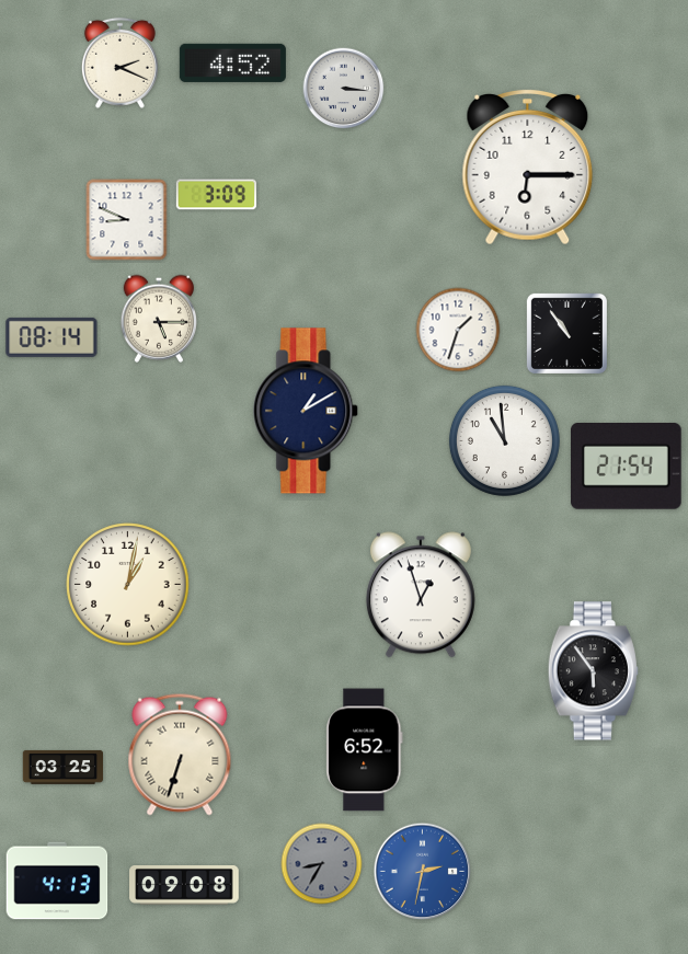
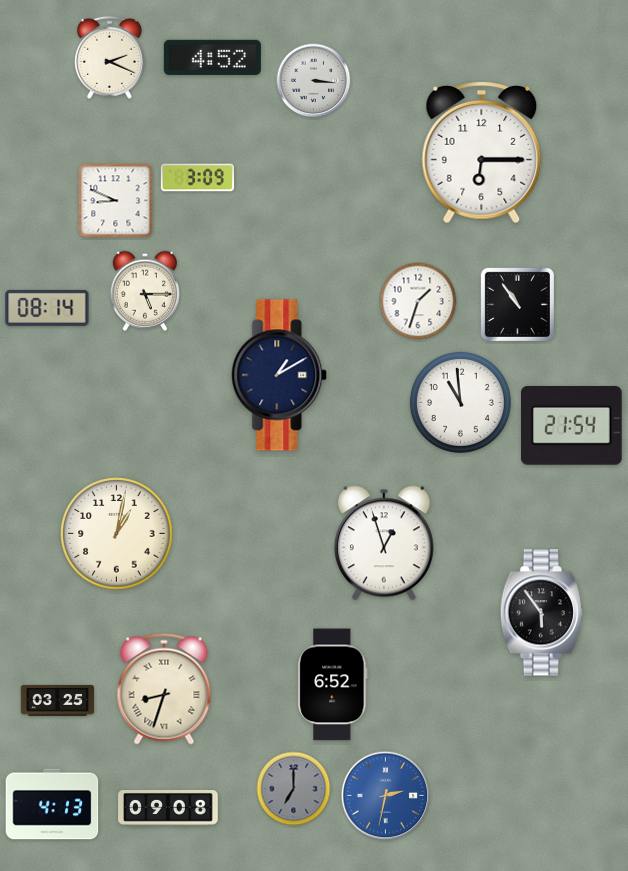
clock at (180, 755): 6:33 -> 8:33
clock at (322, 864): 8:35 -> 7:00
